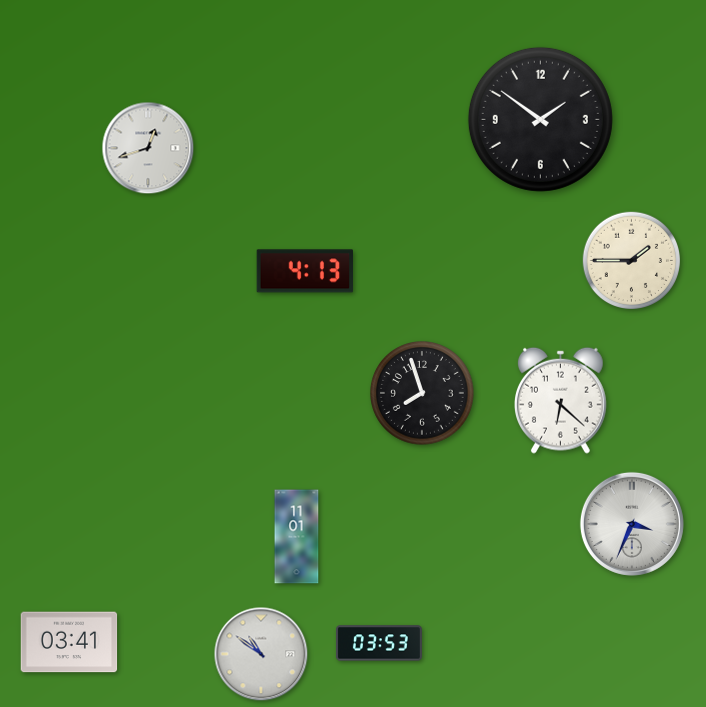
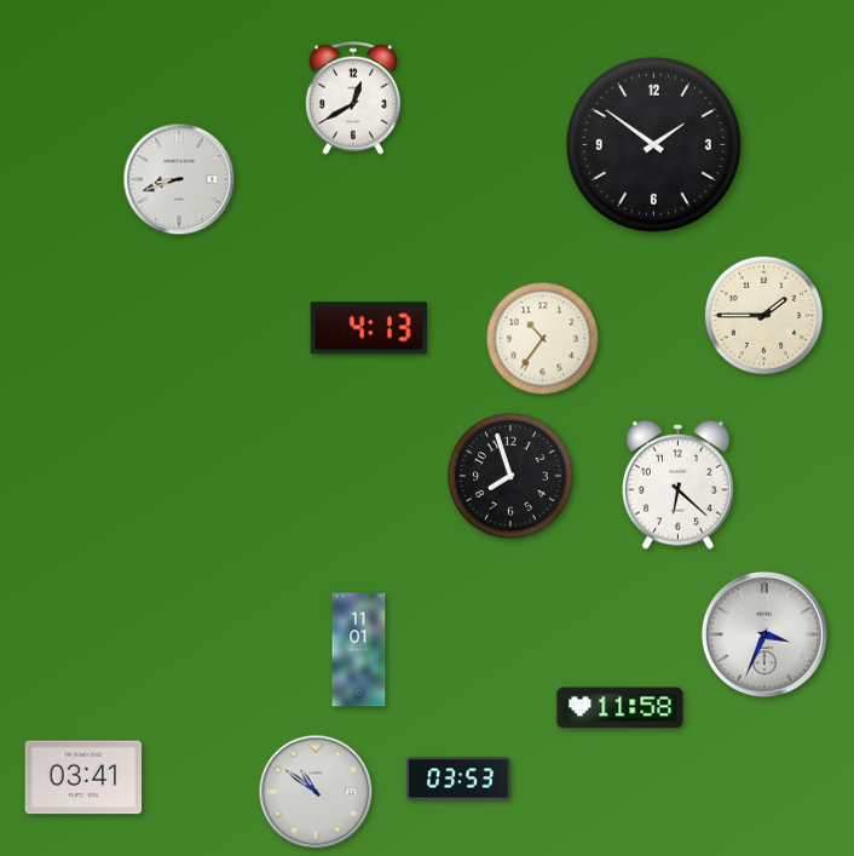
clock at (353, 98): none -> 12:40
clock at (148, 148): 12:42 -> 8:42
clock at (543, 339): none -> 10:36
clock at (621, 708): none -> 11:58
